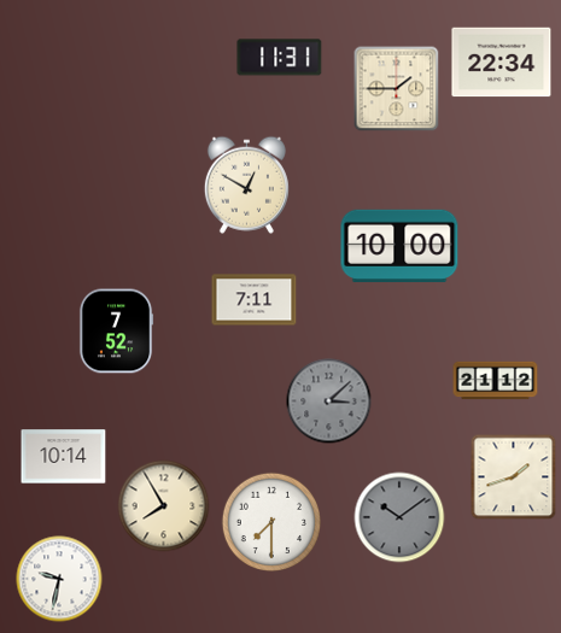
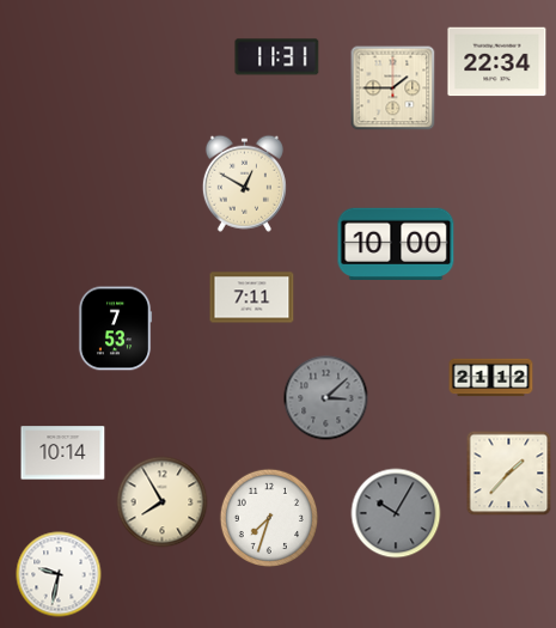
clock at (116, 332): 7:52 -> 7:53
clock at (514, 477): 1:42 -> 1:37
clock at (399, 517): 10:09 -> 10:05
clock at (270, 521): 7:30 -> 7:33
